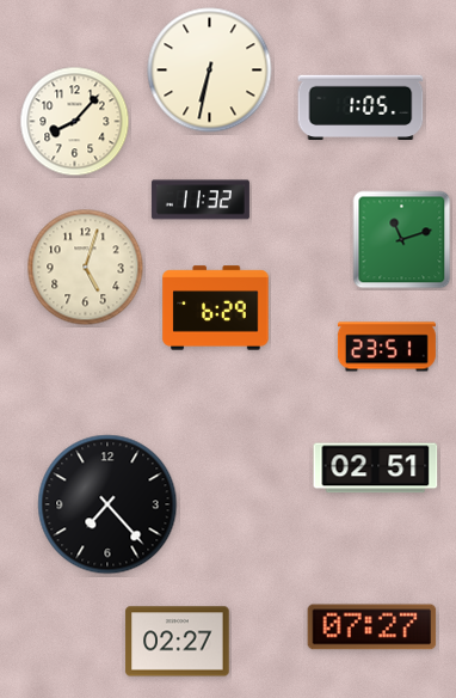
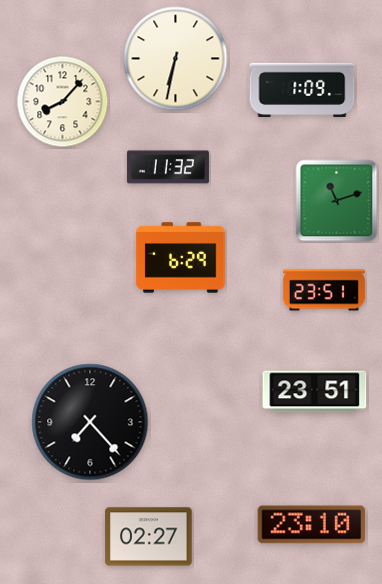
clock at (361, 106): 1:05 -> 1:09
clock at (86, 268): 5:03 -> none
clock at (376, 469): 02:51 -> 23:51
clock at (372, 627): 07:27 -> 23:10
